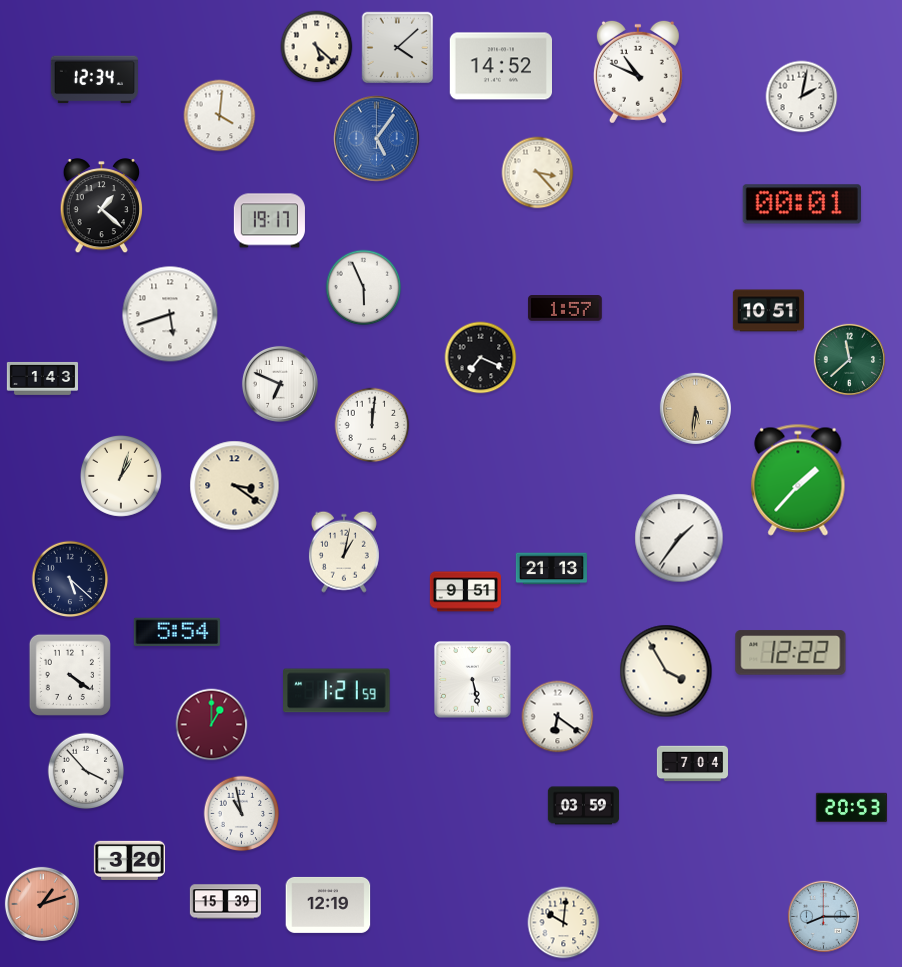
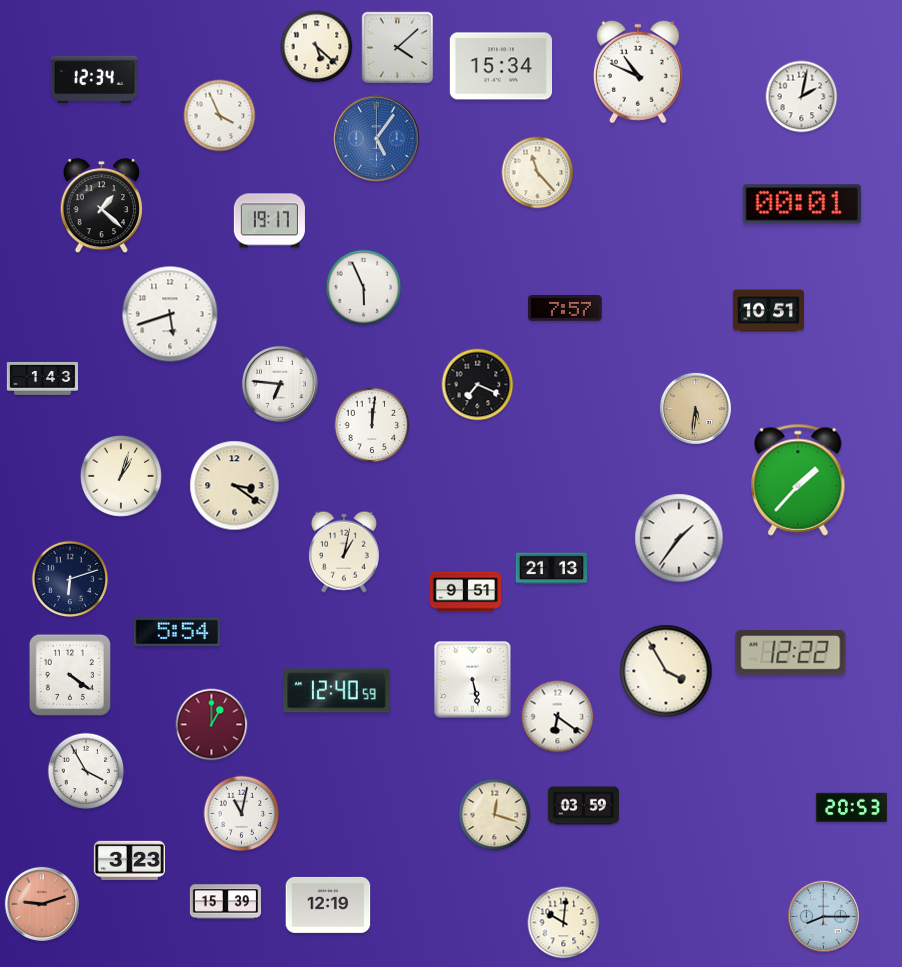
clock at (500, 66): 14:52 -> 15:34
clock at (220, 116): 4:01 -> 3:56
clock at (538, 173): 3:23 -> 11:23
clock at (565, 308): 1:57 -> 7:57
clock at (481, 358) position: (481, 358) -> (478, 385)
clock at (849, 359): 11:38 -> none
clock at (280, 384): 6:49 -> 6:46
clock at (70, 579): 5:22 -> 6:12
clock at (337, 691): 1:21 -> 12:40
clock at (692, 764): 7:04 -> none
clock at (86, 771): 3:53 -> 3:55
clock at (242, 814): 10:58 -> 11:02
clock at (495, 815): none -> 12:18
clock at (129, 860): 3:20 -> 3:23
clock at (42, 904): 1:12 -> 9:12
